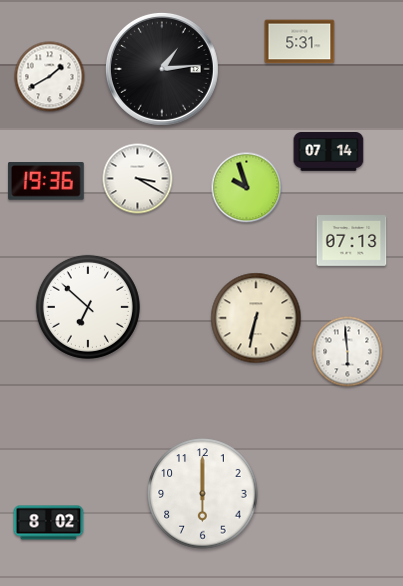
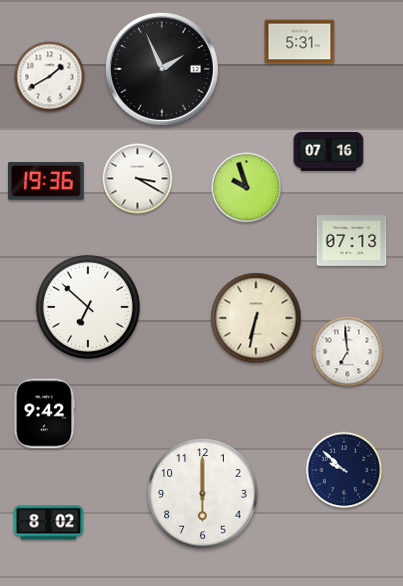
clock at (162, 69): 1:14 -> 1:56
clock at (329, 152): 07:14 -> 07:16
clock at (348, 352): 5:59 -> 6:59
clock at (44, 414): none -> 9:42
clock at (344, 470): none -> 9:52
